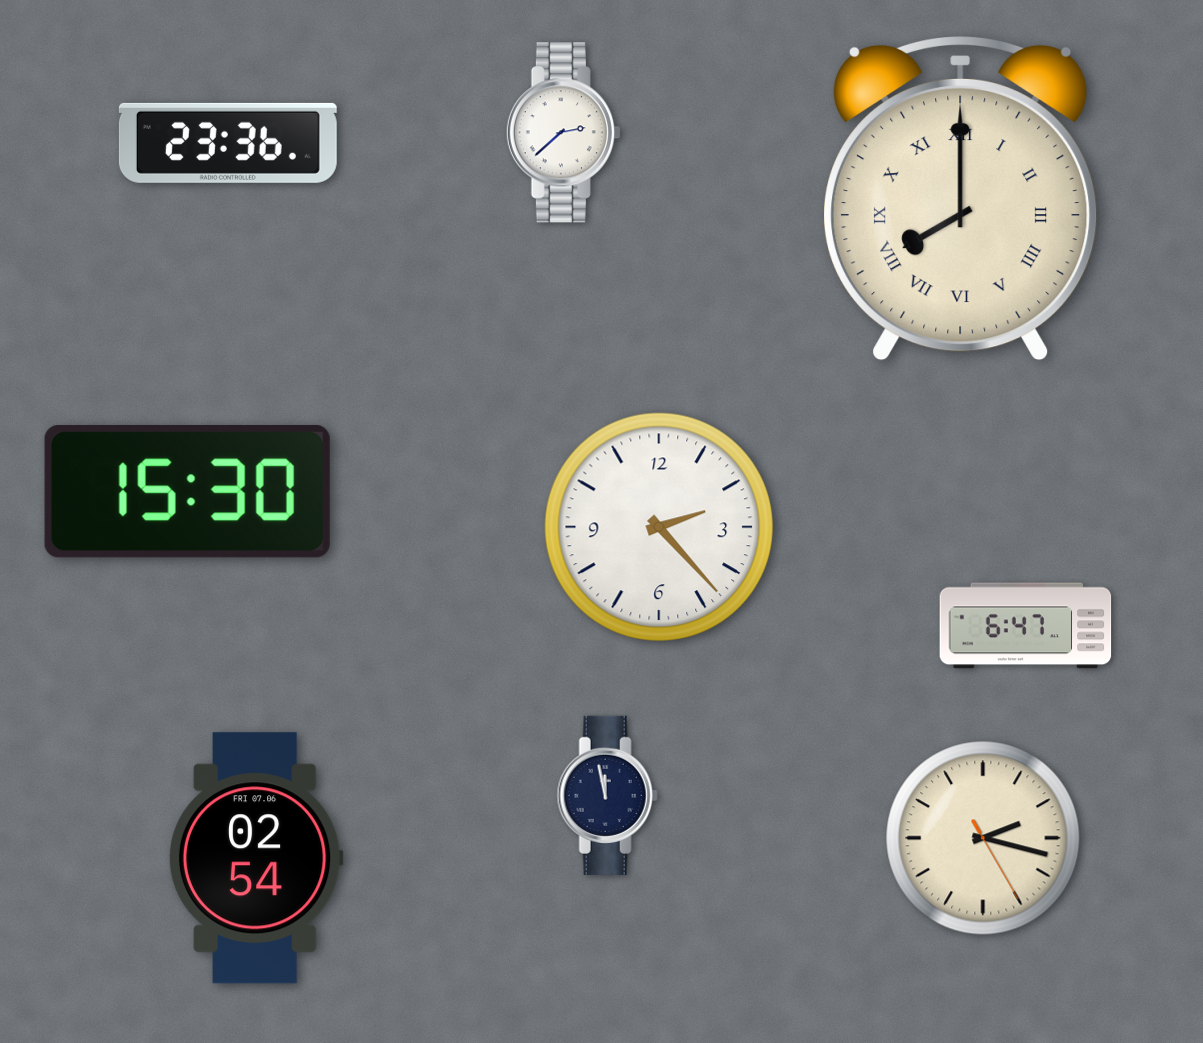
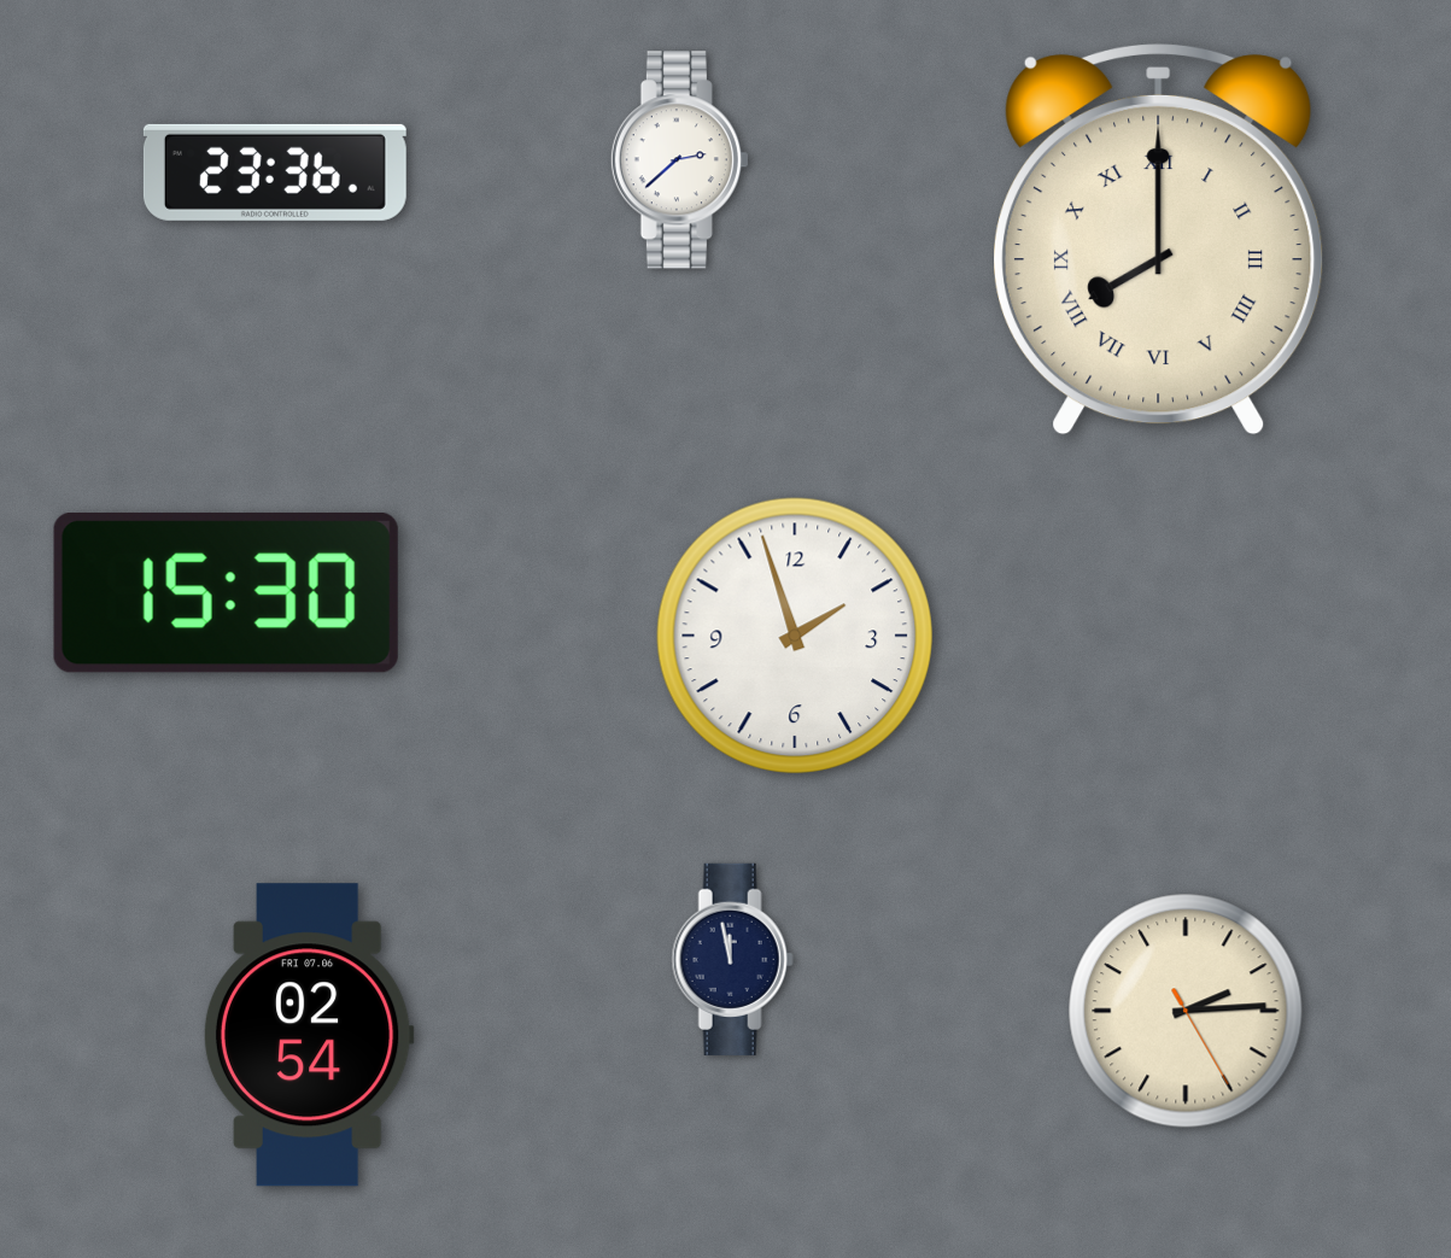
clock at (659, 527): 2:23 -> 1:57
clock at (1026, 626): 6:47 -> none
clock at (983, 838): 2:17 -> 2:14
